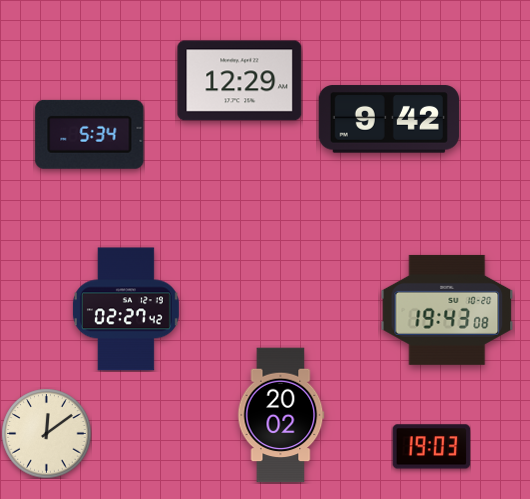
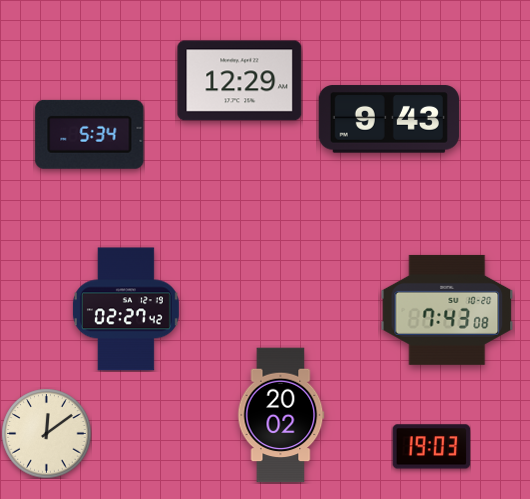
clock at (389, 119): 9:42 -> 9:43
clock at (447, 310): 19:43 -> 7:43
